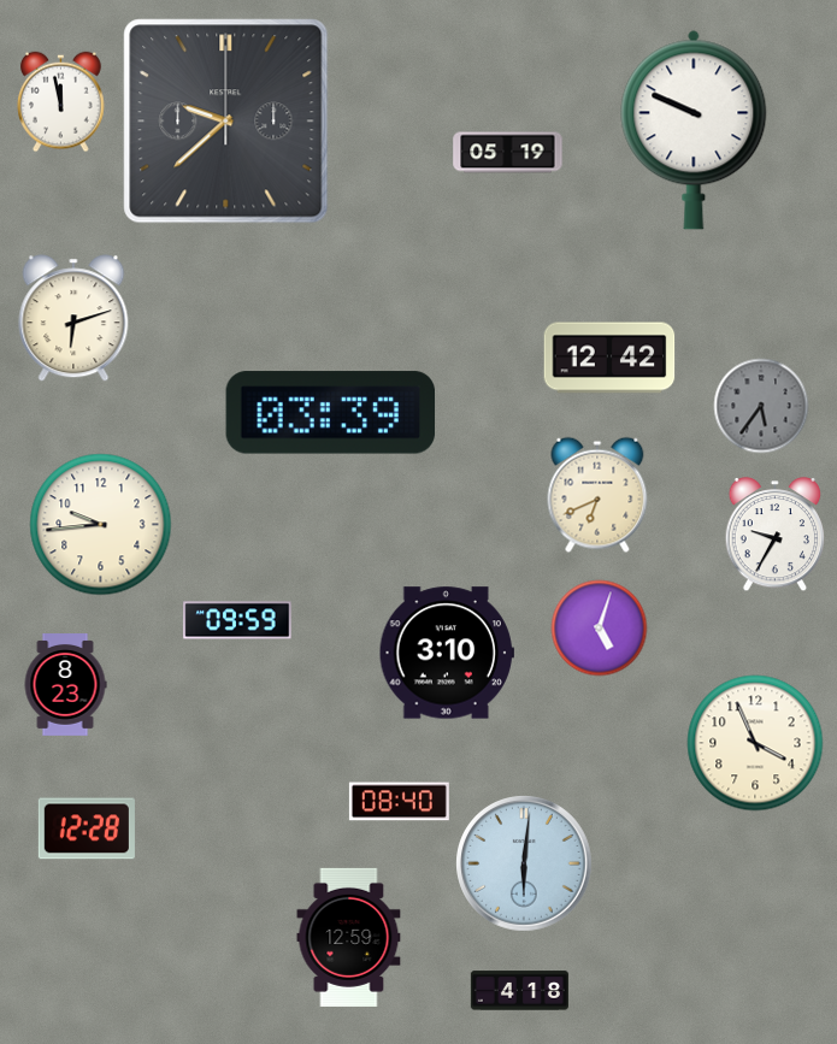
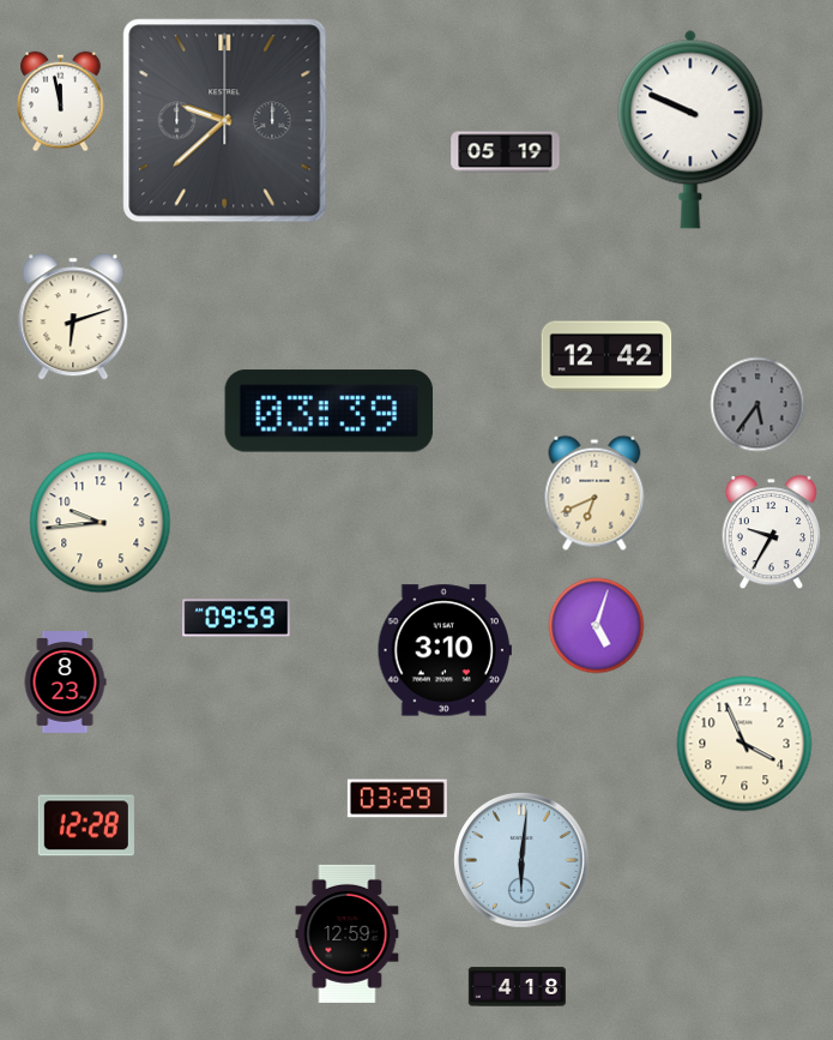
clock at (755, 743) position: (755, 743) -> (744, 744)
clock at (399, 802): 08:40 -> 03:29
